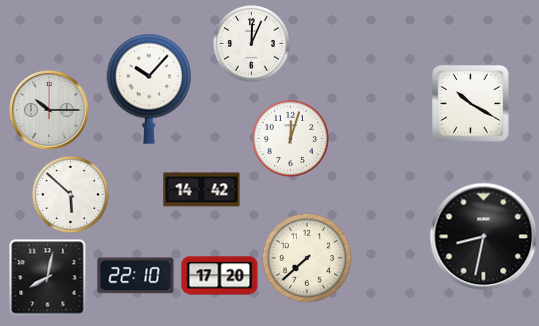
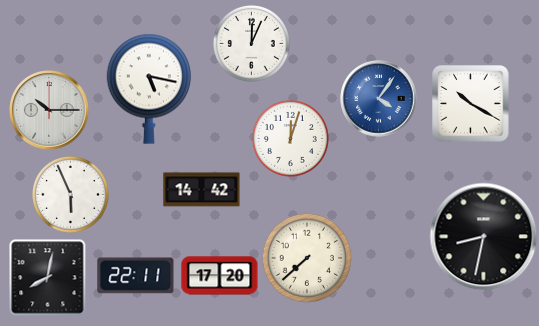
clock at (148, 89): 10:07 -> 5:17
clock at (379, 99): none -> 4:06
clock at (70, 194): 5:52 -> 5:56
clock at (136, 276): 22:10 -> 22:11
